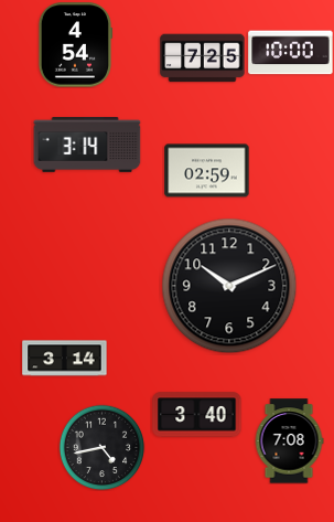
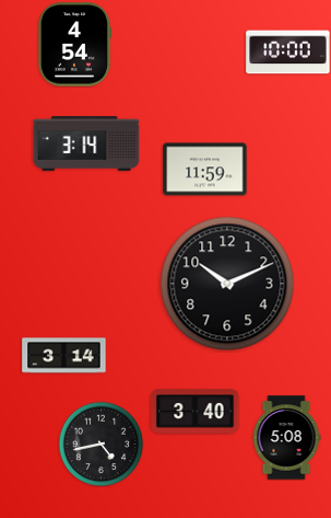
clock at (203, 58): 7:25 -> none
clock at (207, 171): 02:59 -> 11:59
clock at (289, 441): 7:08 -> 5:08
